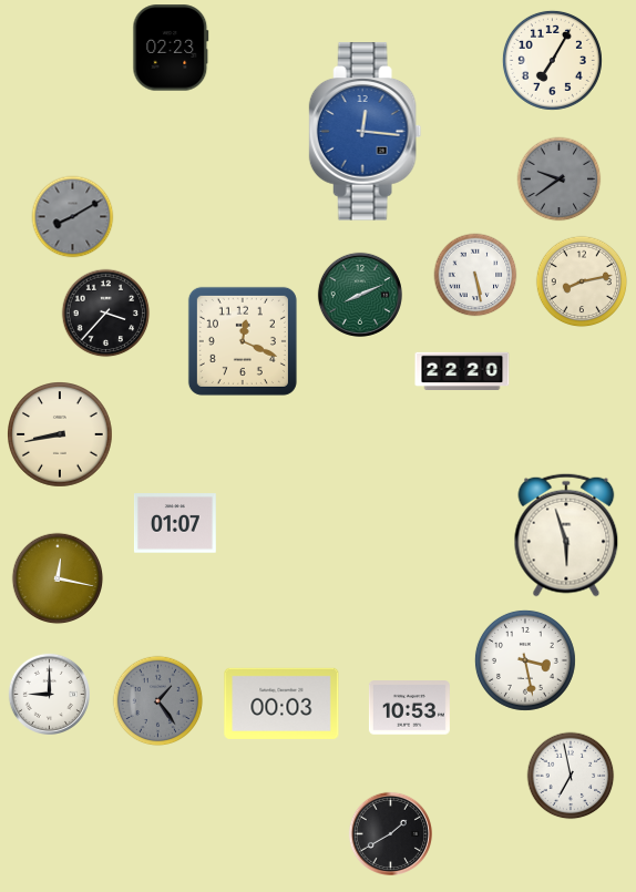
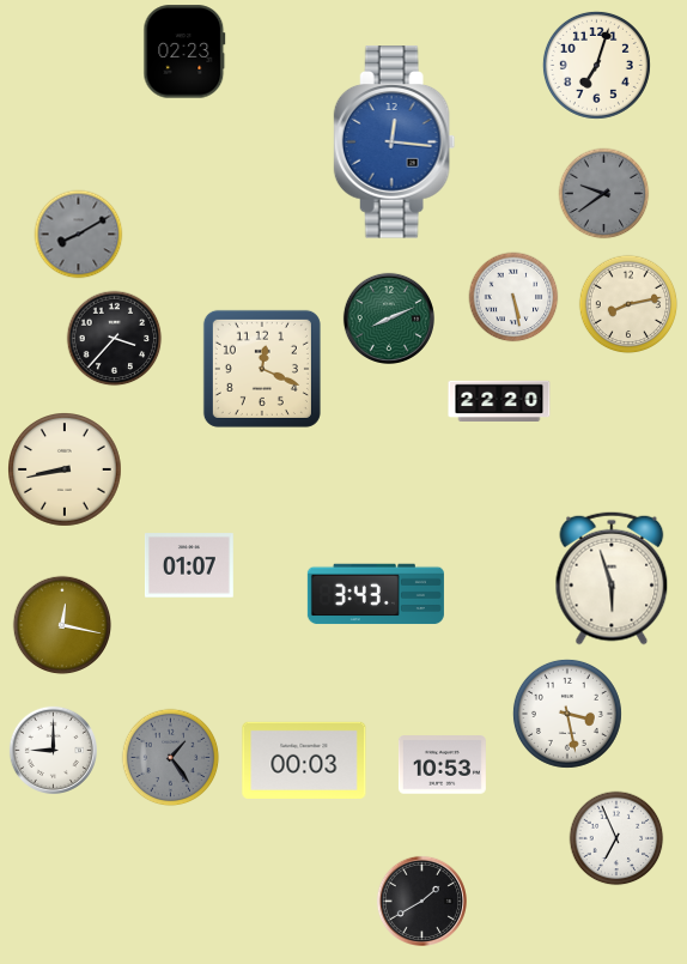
clock at (552, 60): 7:05 -> 7:03
clock at (376, 594): none -> 3:43
clock at (571, 776): 6:58 -> 6:56
